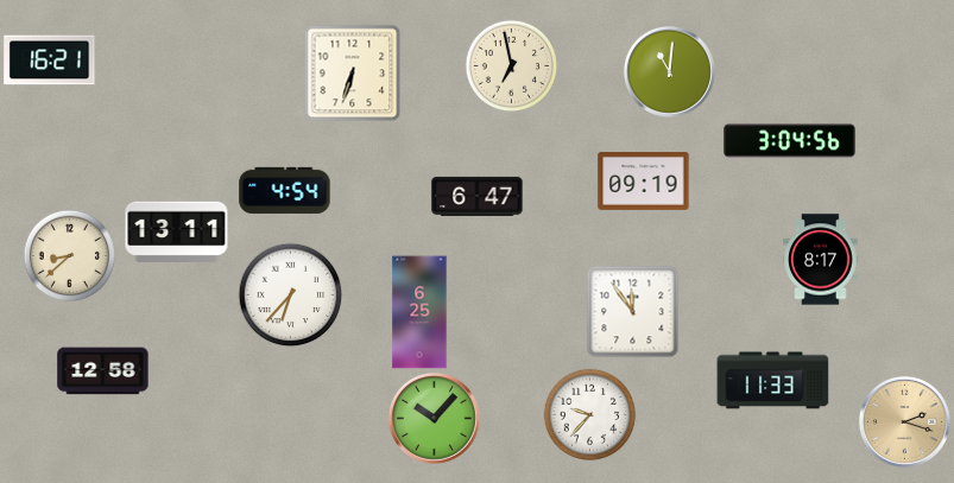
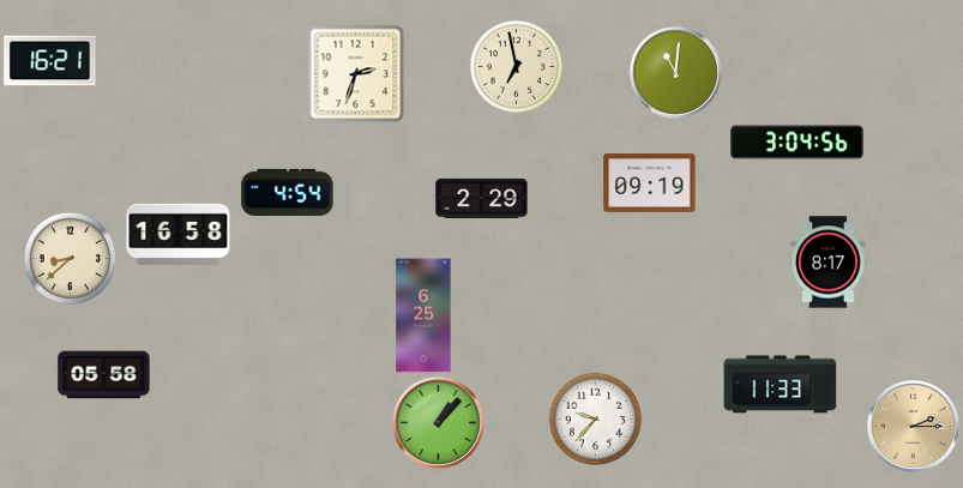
clock at (352, 72): 6:33 -> 2:33
clock at (478, 196): 6:47 -> 2:29
clock at (177, 231): 13:11 -> 16:58
clock at (290, 294): 6:37 -> none
clock at (632, 311): 11:54 -> none
clock at (103, 371): 12:58 -> 05:58
clock at (434, 418): 10:07 -> 1:07
clock at (904, 421): 2:18 -> 2:15
